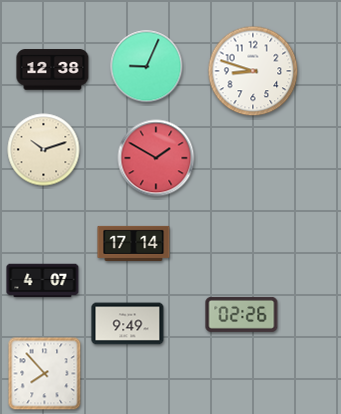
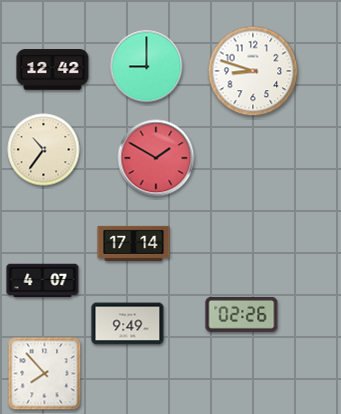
clock at (147, 67): 9:04 -> 9:00
clock at (53, 70): 12:38 -> 12:42
clock at (44, 150): 10:12 -> 10:36
